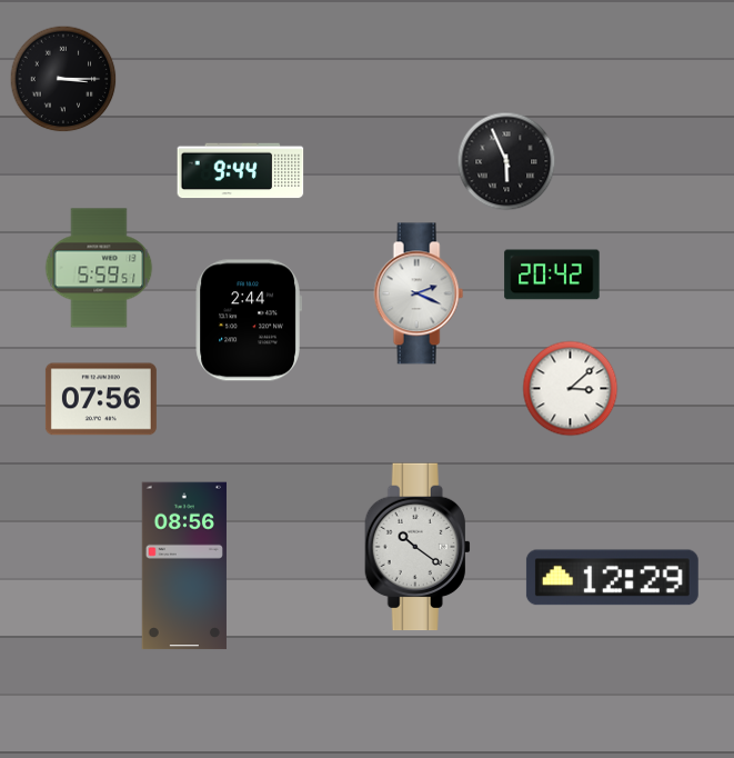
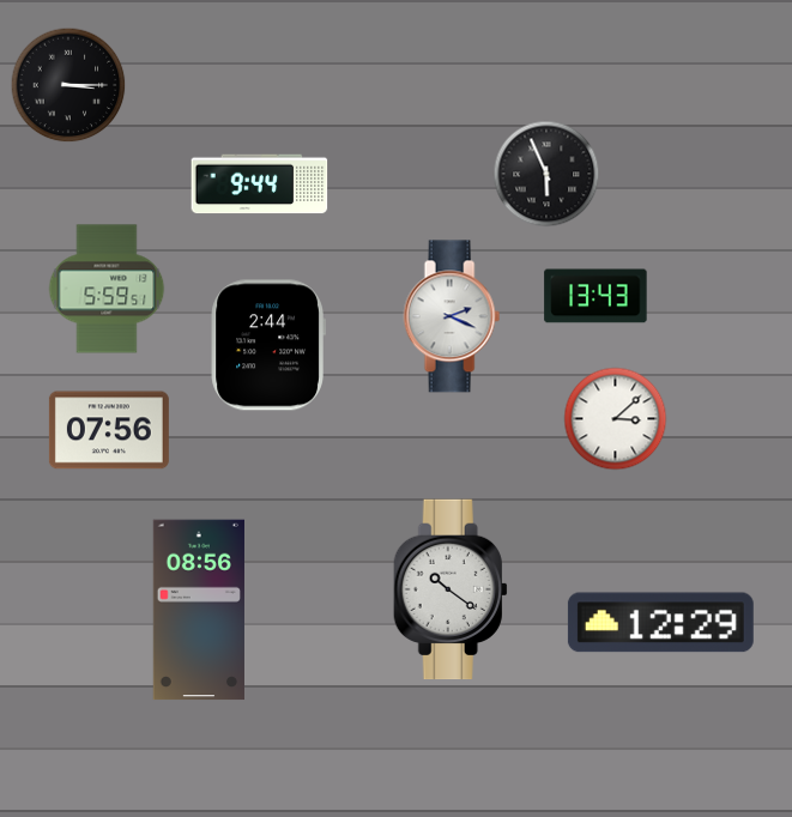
clock at (552, 275): 20:42 -> 13:43
